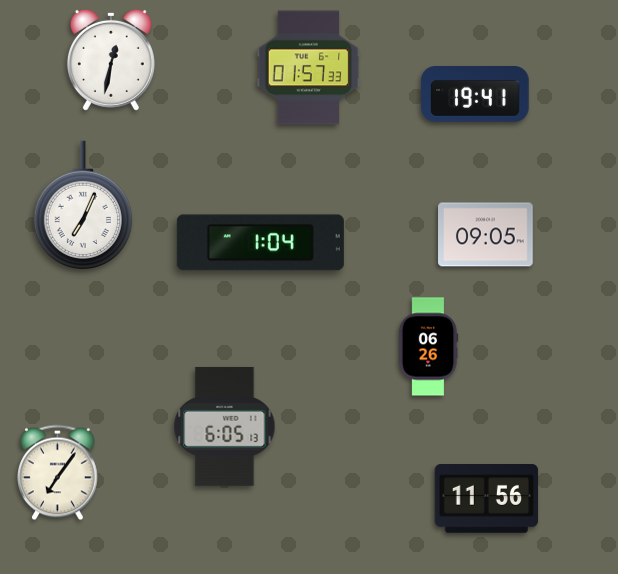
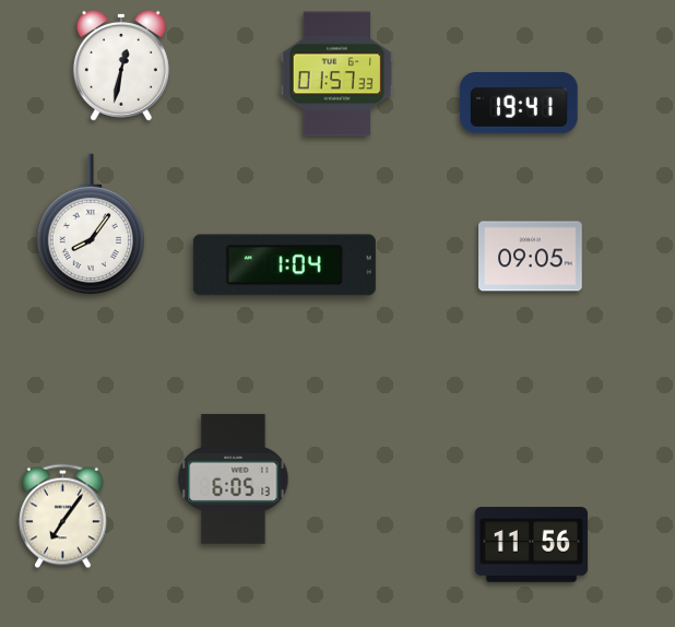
clock at (83, 205): 7:04 -> 8:06
clock at (428, 347): 06:26 -> none
clock at (225, 426) position: (225, 426) -> (234, 478)
